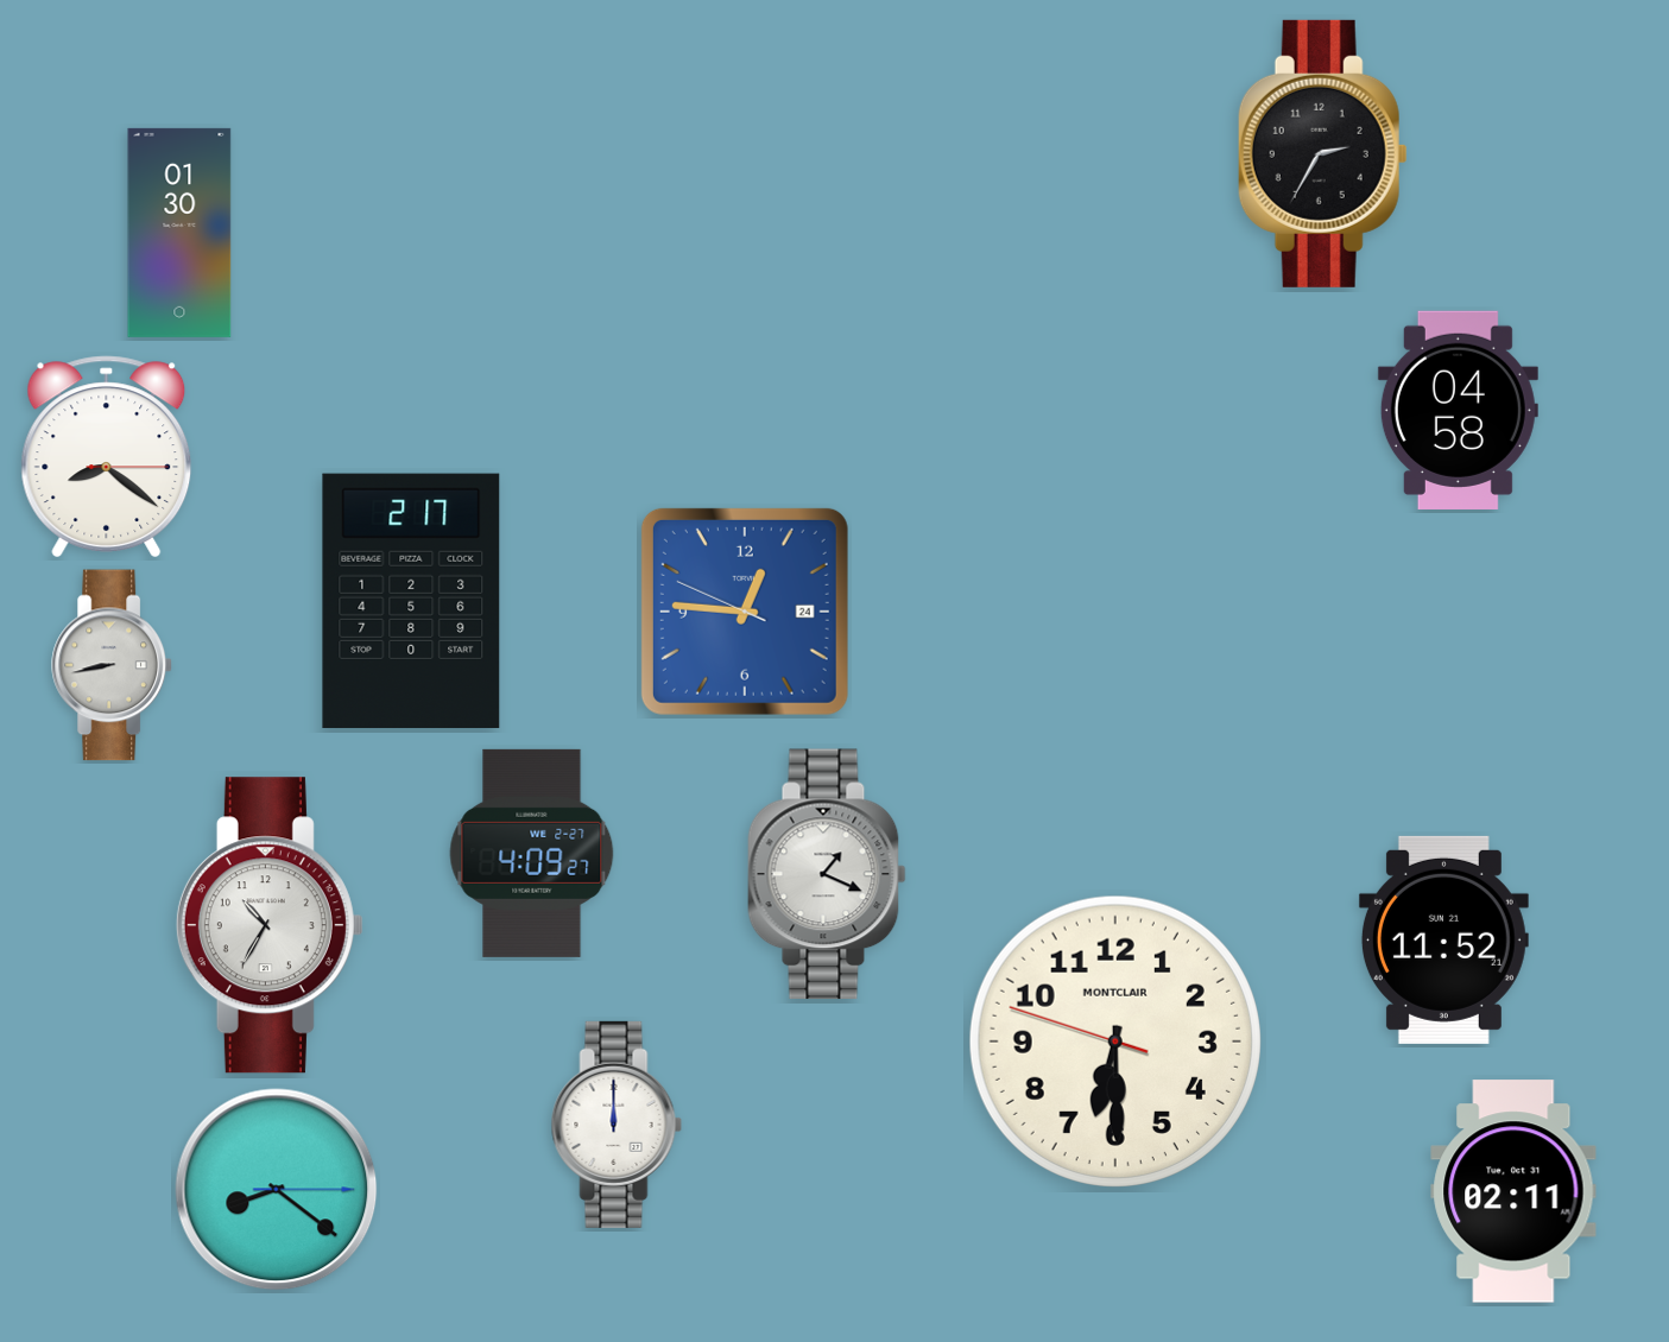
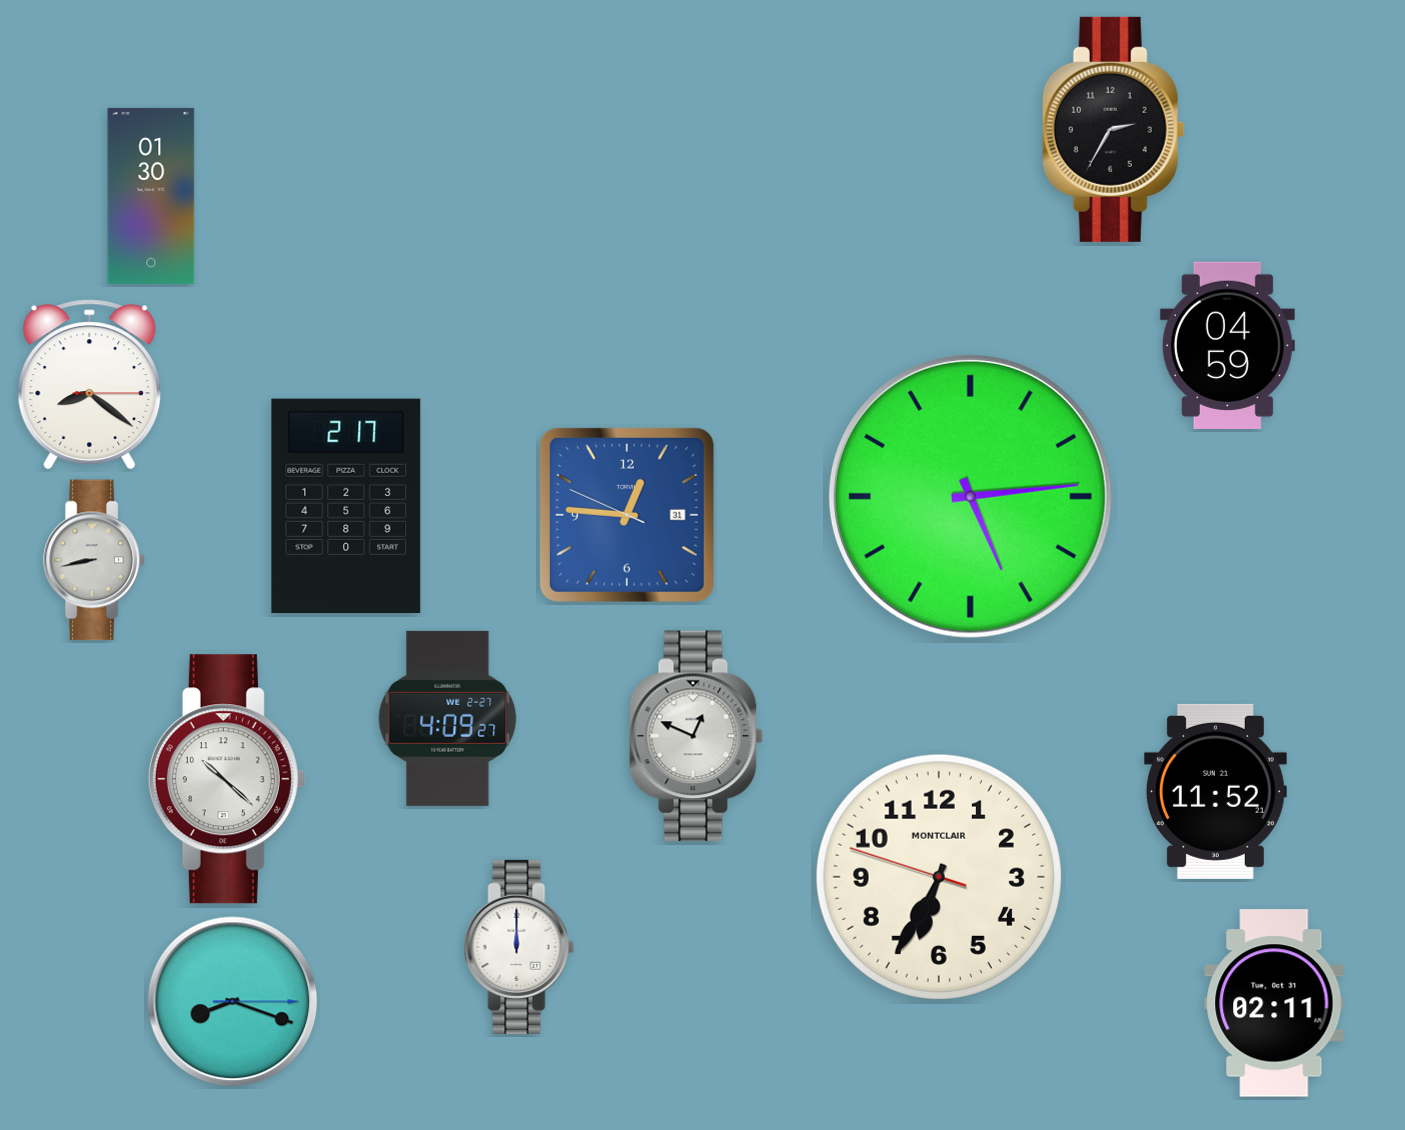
clock at (1458, 410): 04:58 -> 04:59
clock at (970, 496): none -> 5:14
clock at (745, 612) date: 24 -> 31
clock at (827, 874): 1:19 -> 12:49
clock at (270, 925): 10:35 -> 10:22
clock at (1115, 1042): 6:29 -> 6:34
clock at (277, 1190): 8:21 -> 8:18
